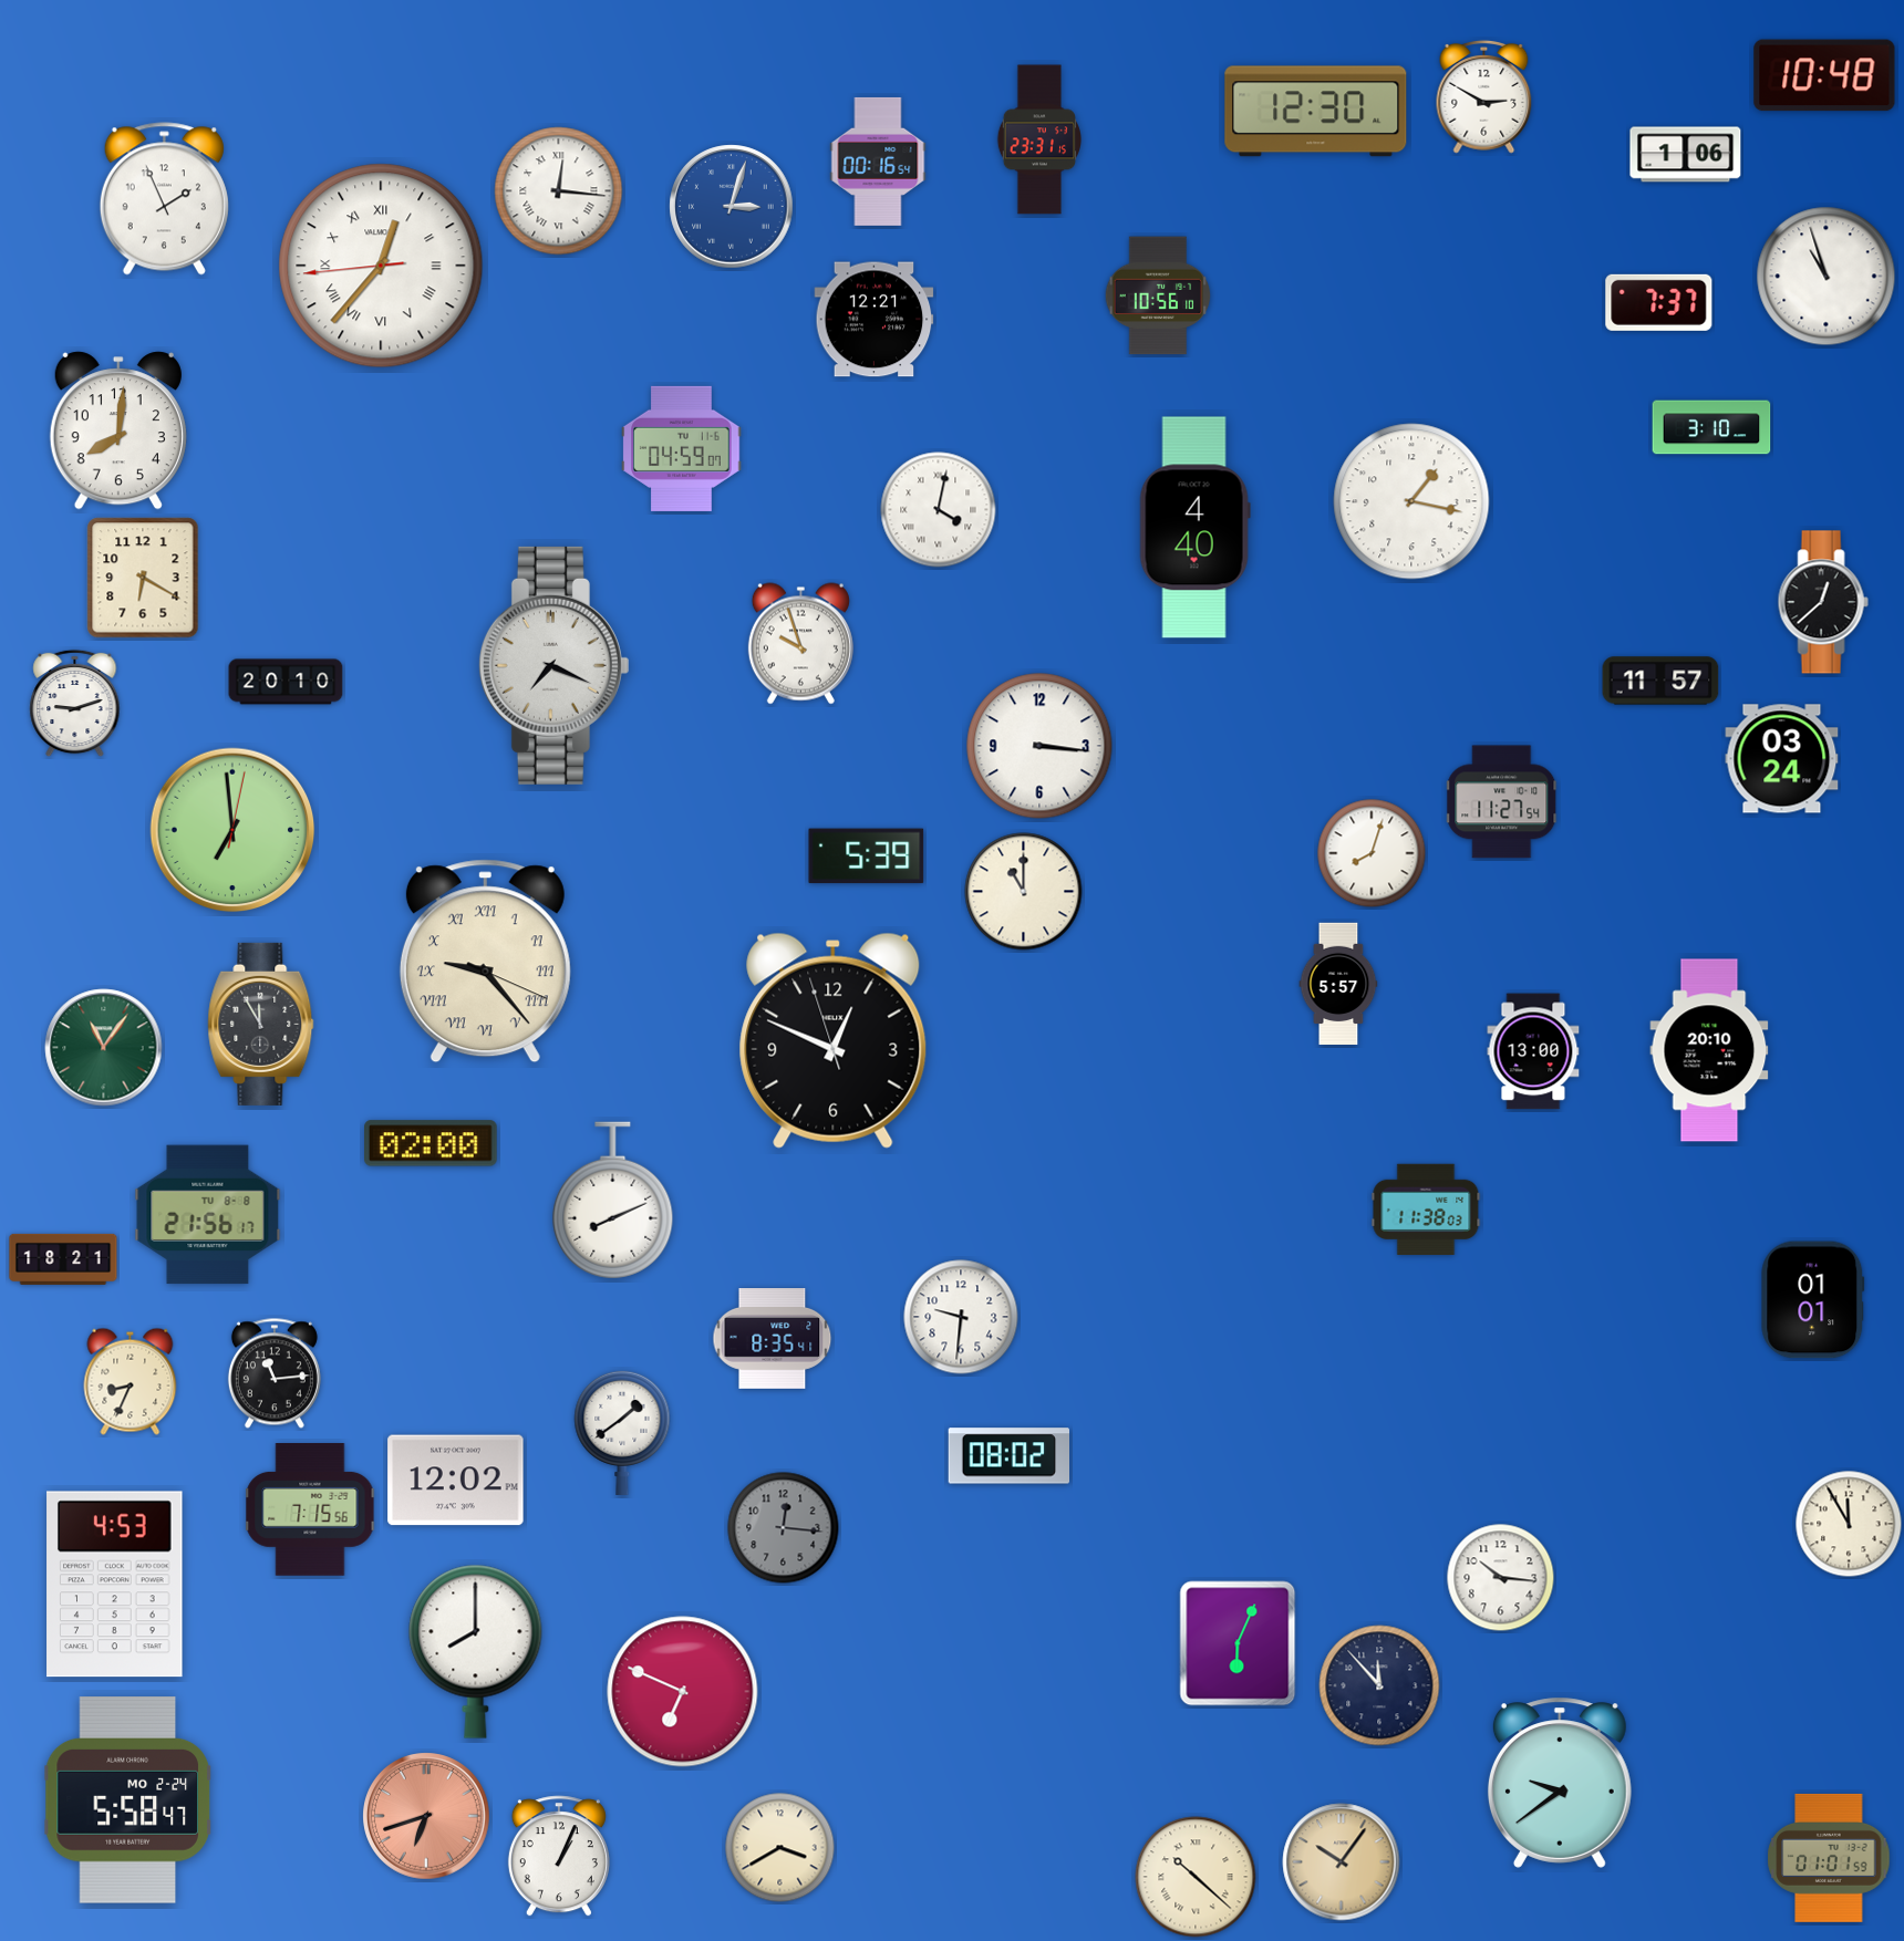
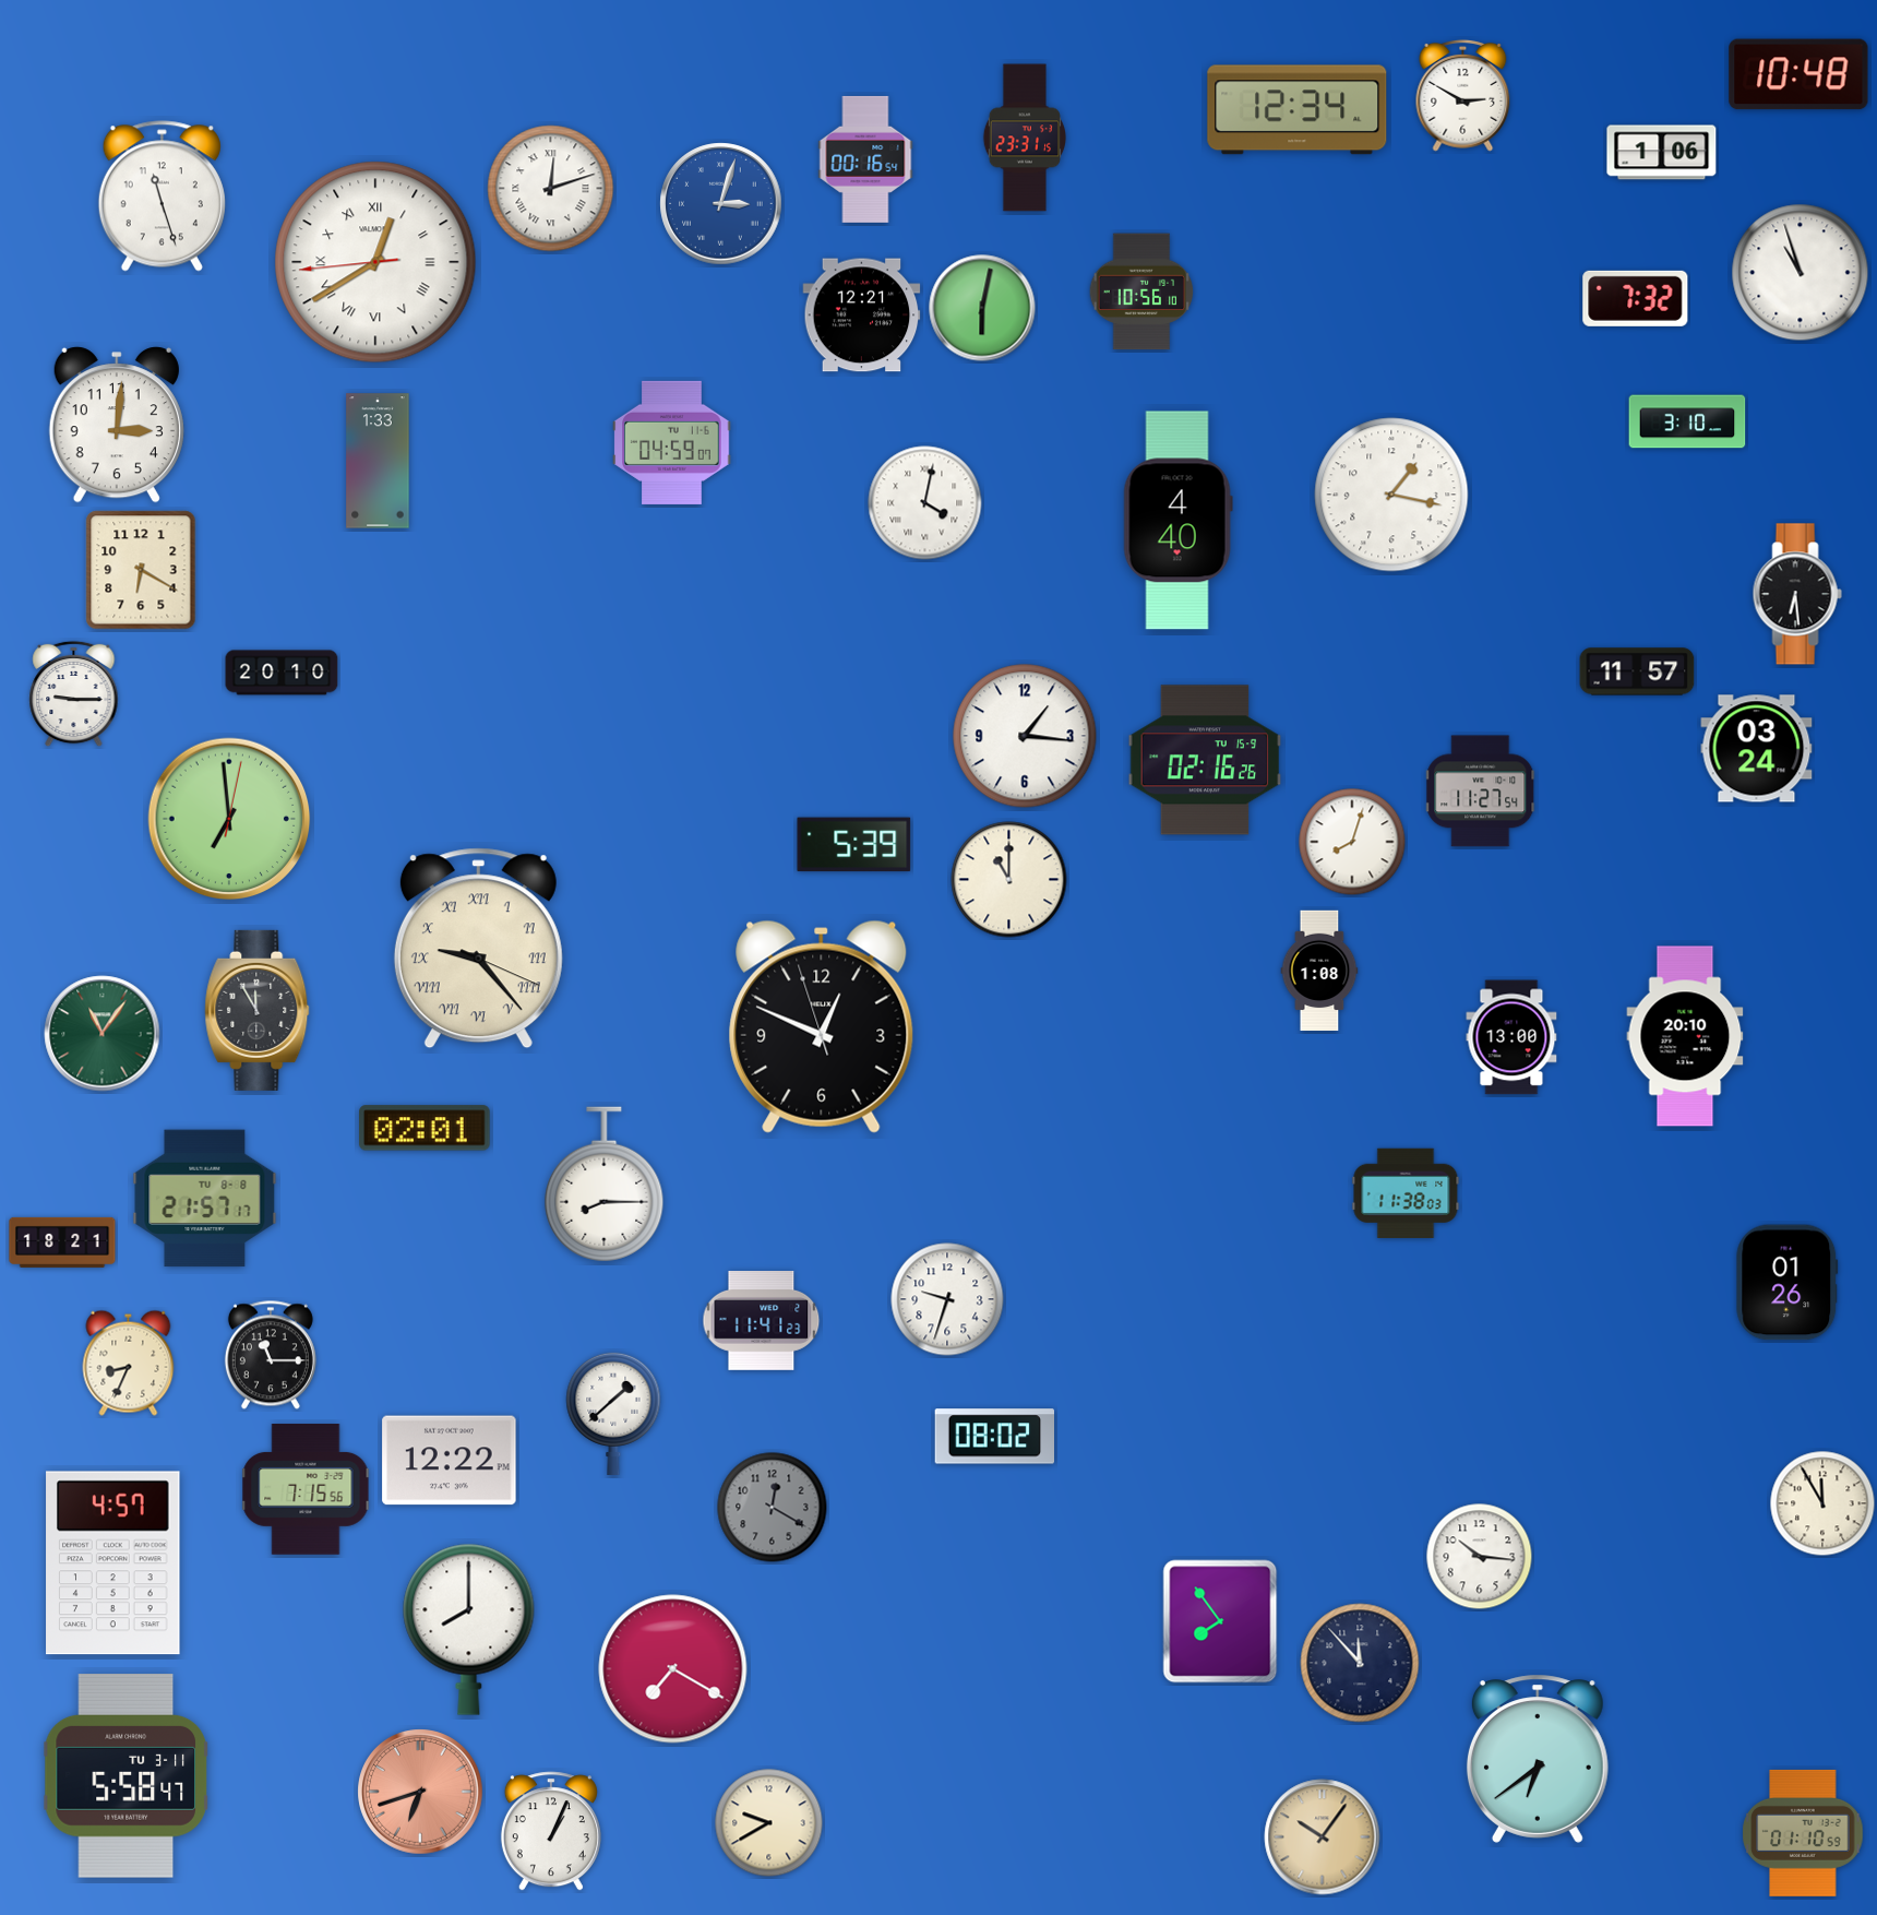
clock at (1316, 112): 12:30 -> 12:34
clock at (559, 191): 12:16 -> 12:12
clock at (164, 199): 1:56 -> 11:27
clock at (381, 266): 12:36 -> 12:39
clock at (1659, 302): 7:37 -> 7:32
clock at (982, 308): none -> 6:02
clock at (118, 430): 8:01 -> 3:01
clock at (378, 461): none -> 1:33
clock at (1823, 602): 12:38 -> 6:29
clock at (800, 644): 9:57 -> none
clock at (553, 665): 7:19 -> none
clock at (75, 704): 9:12 -> 9:15
clock at (1039, 746): 3:16 -> 1:16
clock at (1205, 760): none -> 02:16
clock at (1338, 984): 5:57 -> 1:08
clock at (432, 1143): 02:00 -> 02:01
clock at (613, 1201): 8:11 -> 8:15
clock at (208, 1215): 21:56 -> 21:57
clock at (1813, 1300): 01:01 -> 01:26
clock at (961, 1317): 9:31 -> 9:33
clock at (773, 1339): 8:35 -> 11:41
clock at (275, 1373): 11:14 -> 11:15
clock at (622, 1432): 1:39 -> 1:38
clock at (456, 1481): 12:02 -> 12:22
clock at (784, 1528): 12:16 -> 12:20
clock at (115, 1585): 4:53 -> 4:57
clock at (1238, 1643): 6:04 -> 7:54
clock at (683, 1692): 6:49 -> 7:20
clock at (1560, 1783): 9:39 -> 6:39
clock at (128, 1800) date: MO 2-24 -> TU 3-11
clock at (780, 1848): 3:40 -> 9:40
clock at (1829, 1858): 01:01 -> 01:10
clock at (1196, 1877): 10:22 -> none
